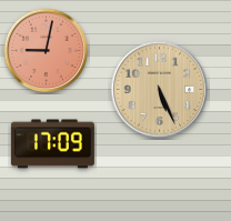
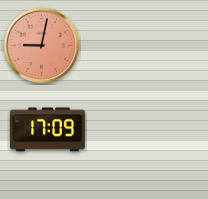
clock at (160, 90): 5:26 -> none
